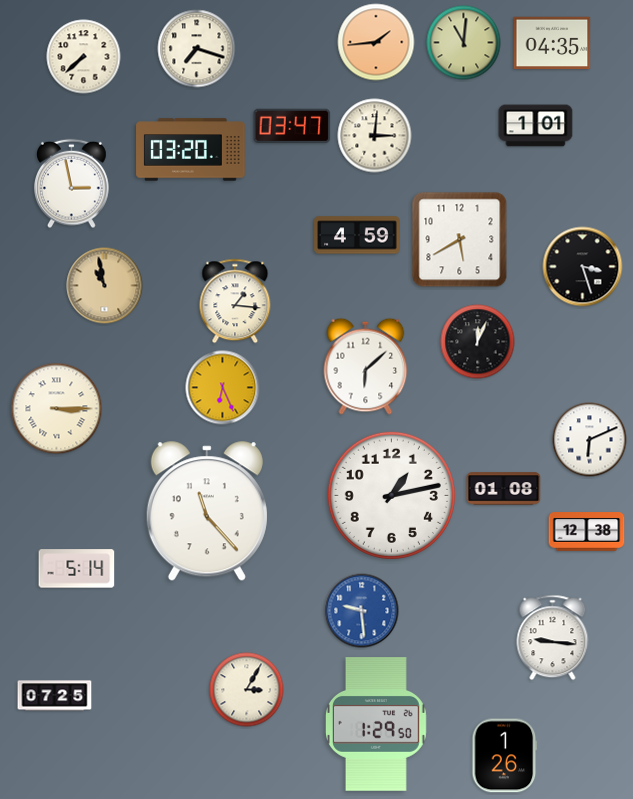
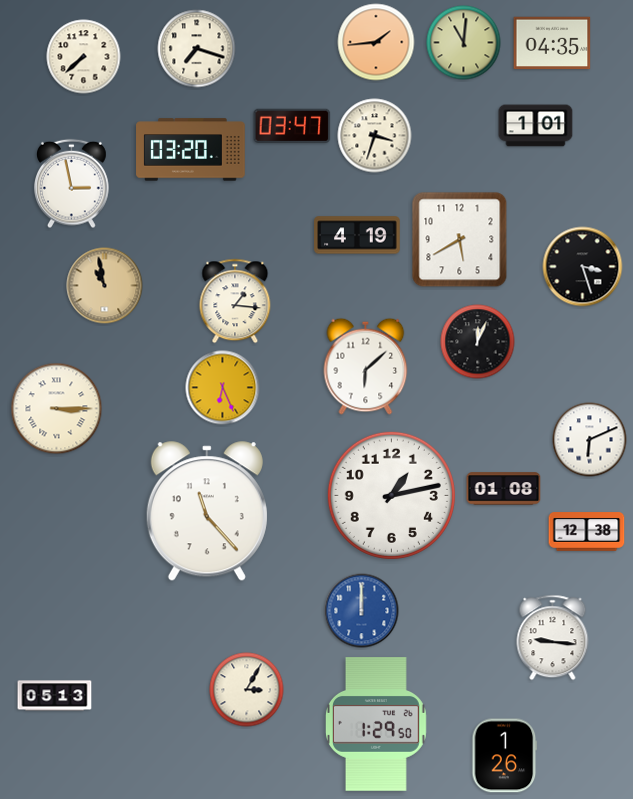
clock at (375, 136): 3:01 -> 3:33
clock at (357, 235): 4:59 -> 4:19
clock at (77, 569): 5:14 -> none
clock at (362, 611): 9:29 -> 12:00
clock at (55, 696): 07:25 -> 05:13
